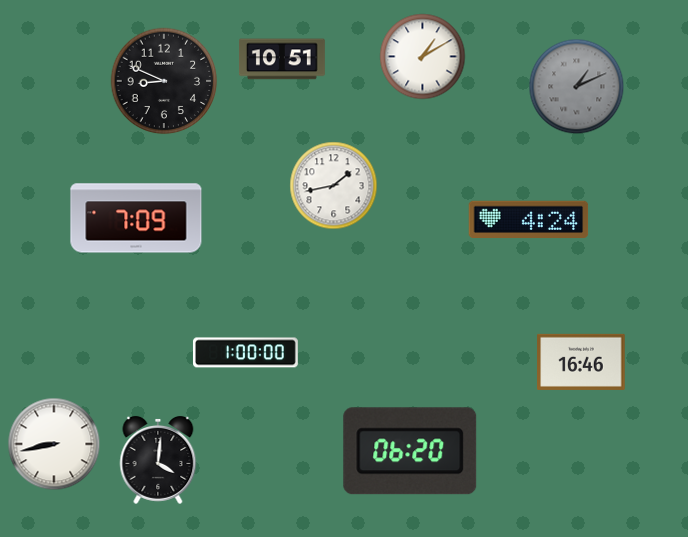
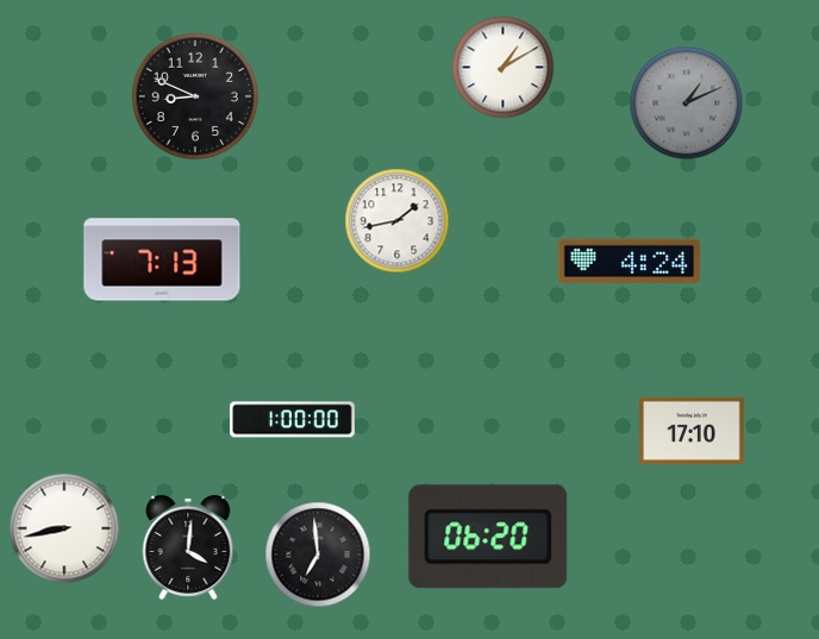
clock at (282, 59): 10:51 -> none
clock at (136, 218): 7:09 -> 7:13
clock at (581, 362): 16:46 -> 17:10
clock at (318, 555): none -> 6:59
